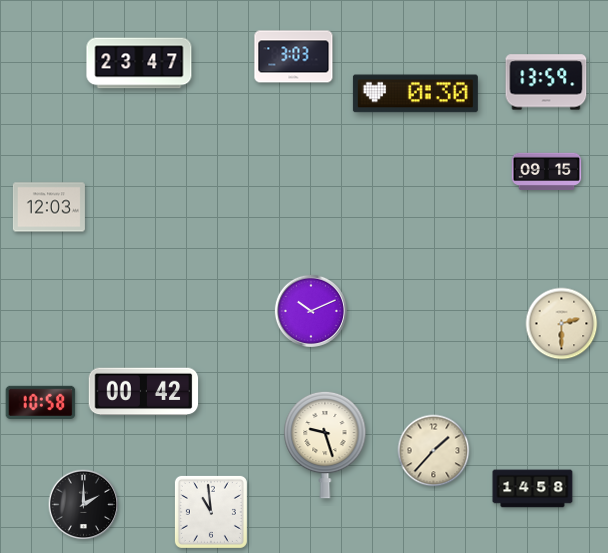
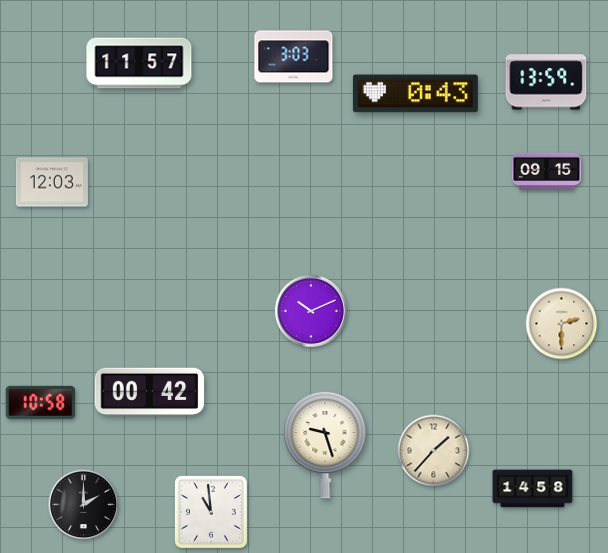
clock at (139, 63): 23:47 -> 11:57
clock at (415, 94): 0:30 -> 0:43
clock at (49, 207) position: (49, 207) -> (52, 182)
clock at (144, 392) position: (144, 392) -> (150, 392)
